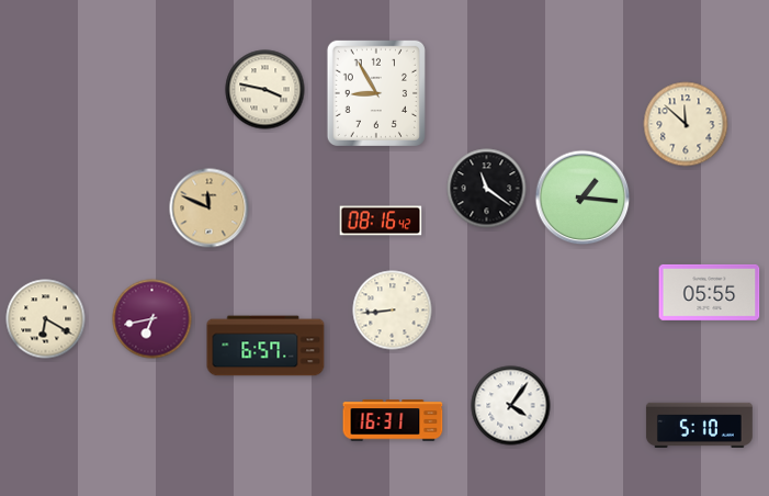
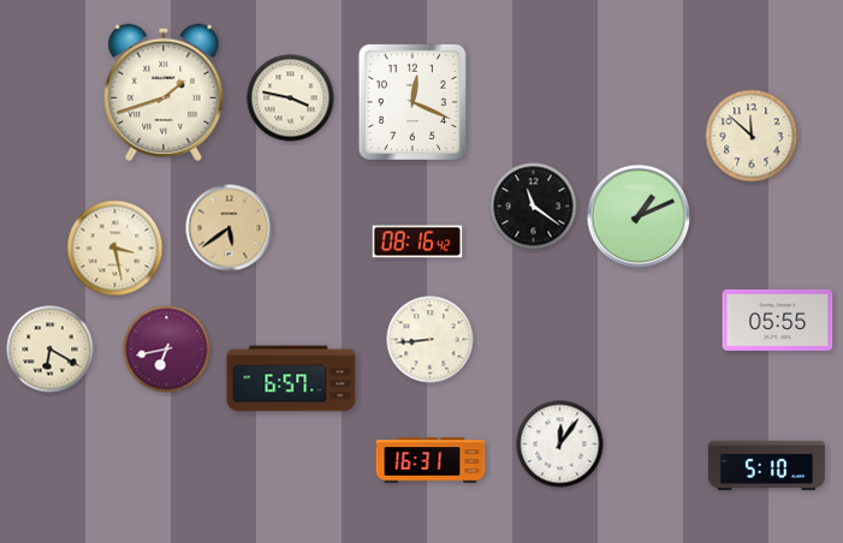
clock at (164, 93): none -> 1:42
clock at (376, 93): 8:55 -> 12:19
clock at (583, 198): 1:16 -> 1:11
clock at (210, 208): 11:49 -> 5:39
clock at (115, 249): none -> 3:28
clock at (511, 406): 4:06 -> 12:06
